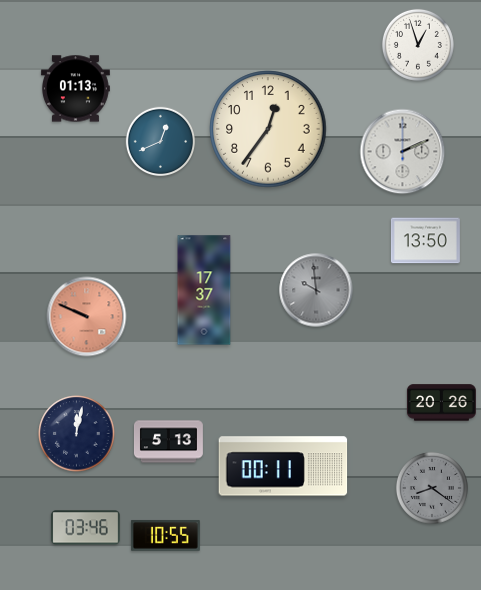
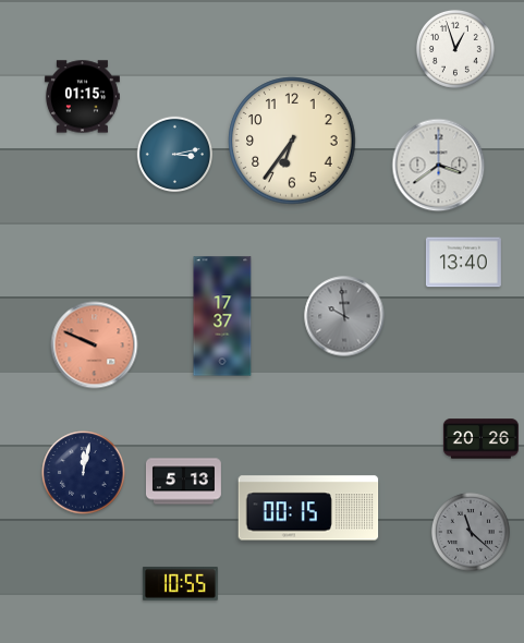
clock at (75, 89): 01:13 -> 01:15
clock at (268, 129): 12:36 -> 6:36
clock at (161, 142): 12:41 -> 3:13
clock at (403, 152): 2:11 -> 3:39
clock at (425, 241): 13:50 -> 13:40
clock at (283, 466): 00:11 -> 00:15
clock at (432, 488): 8:21 -> 11:22
clock at (85, 528): 03:46 -> none
